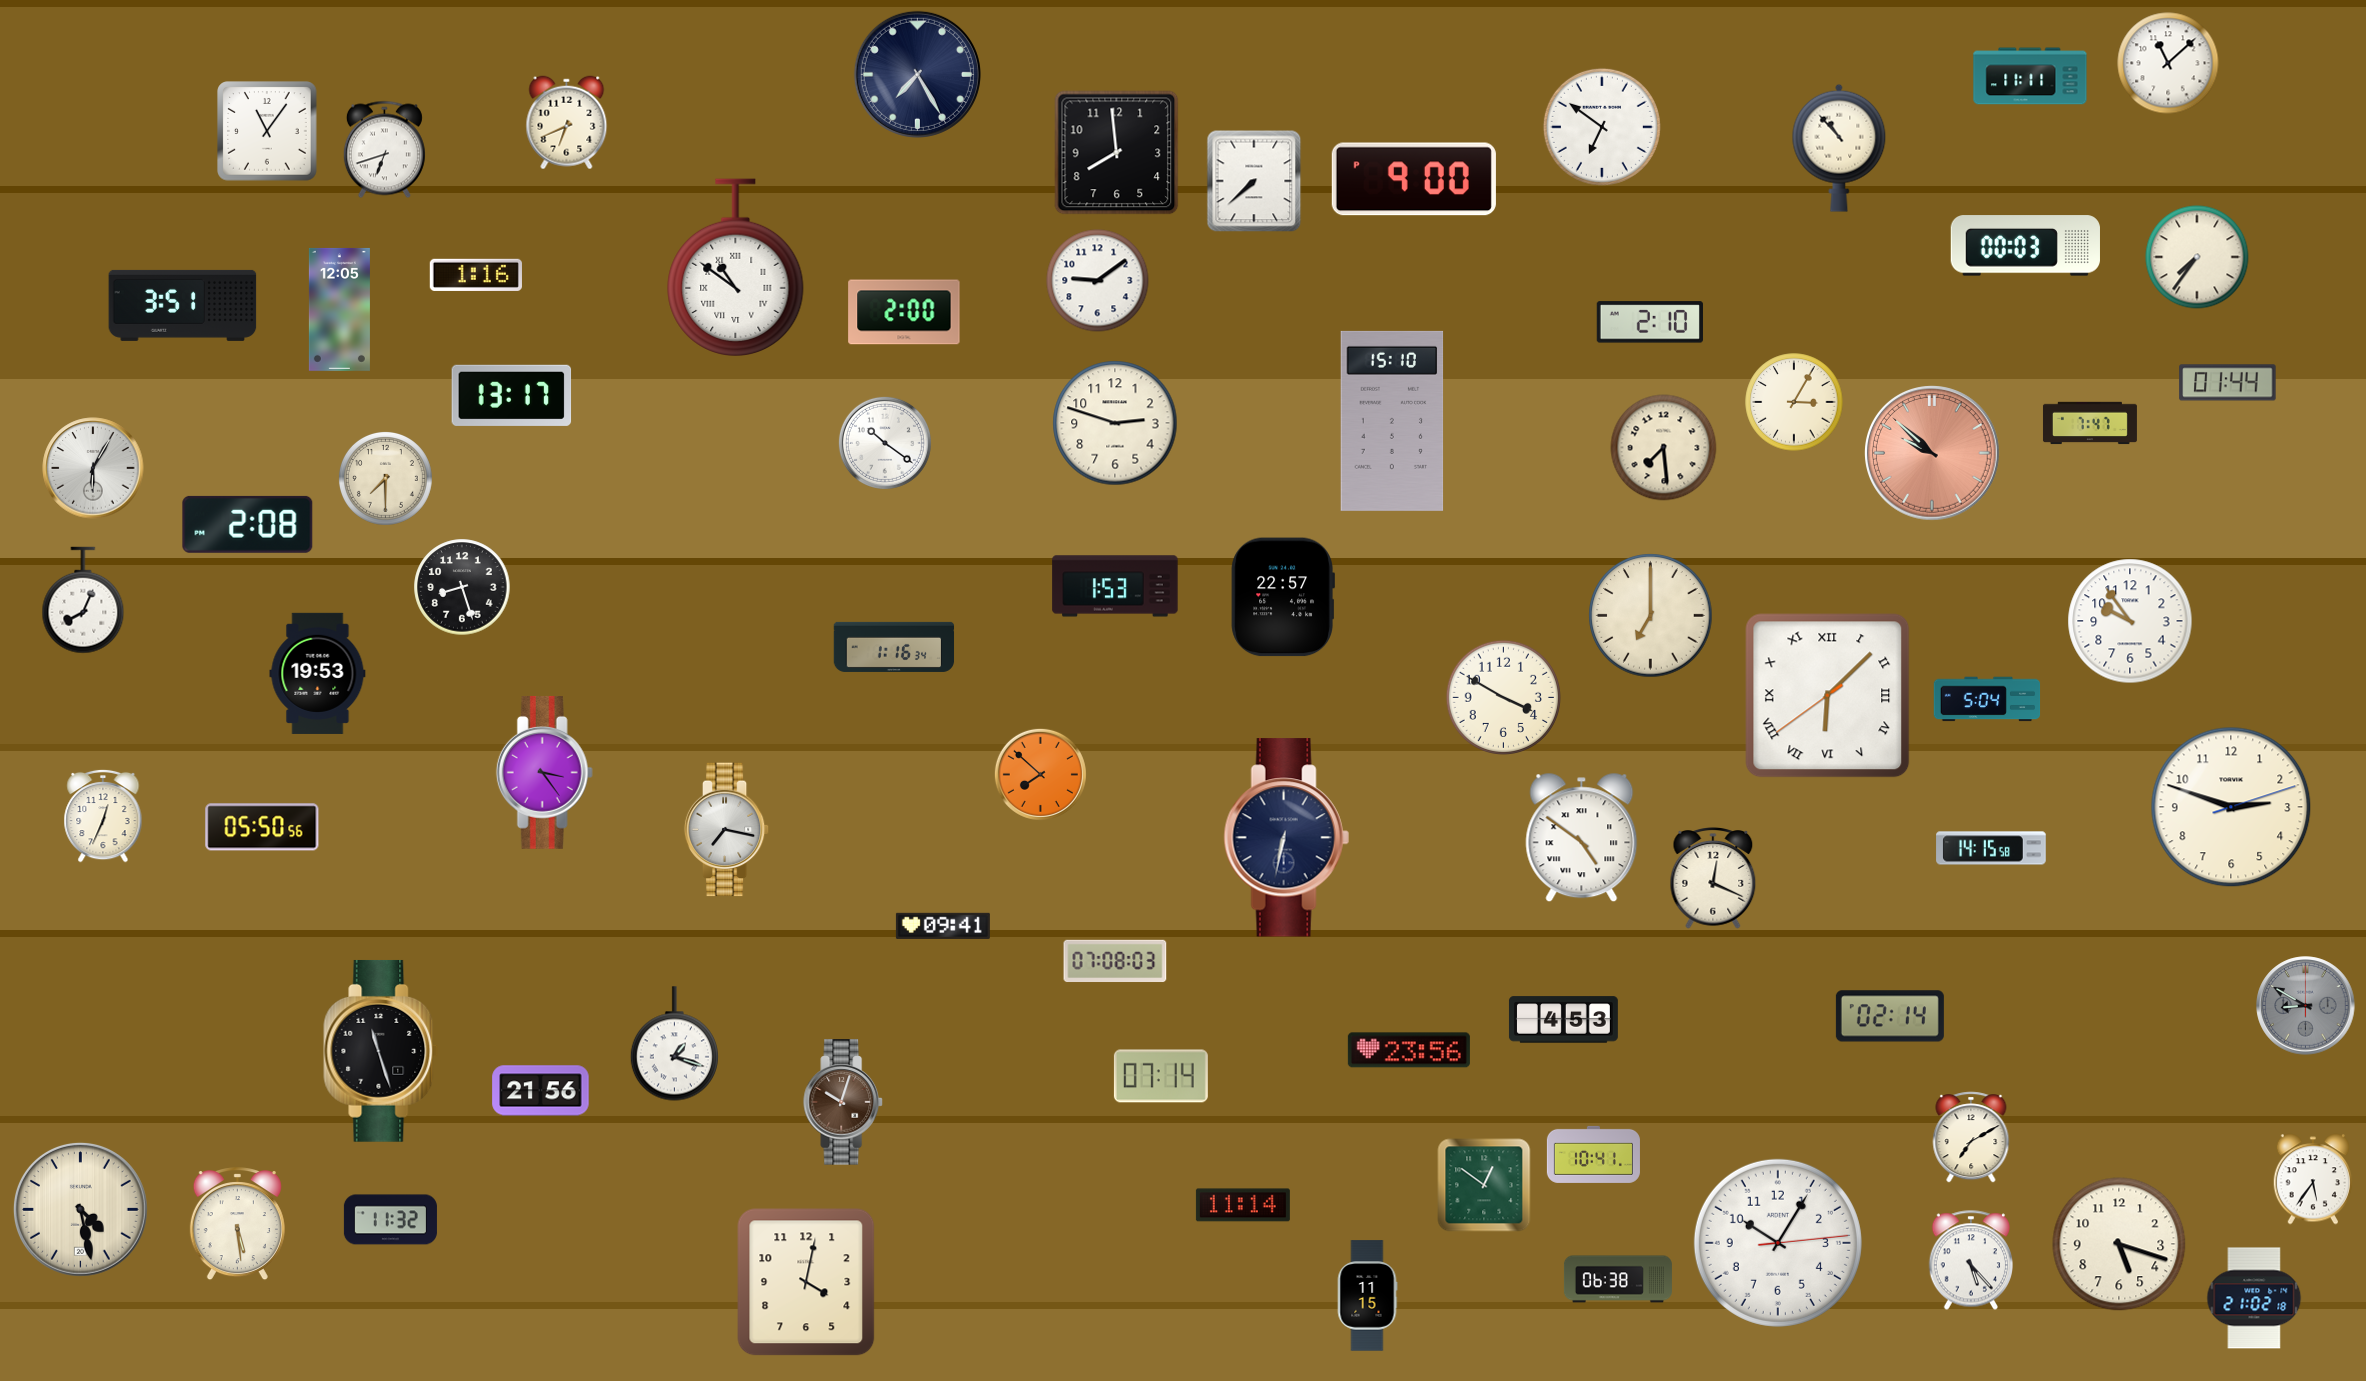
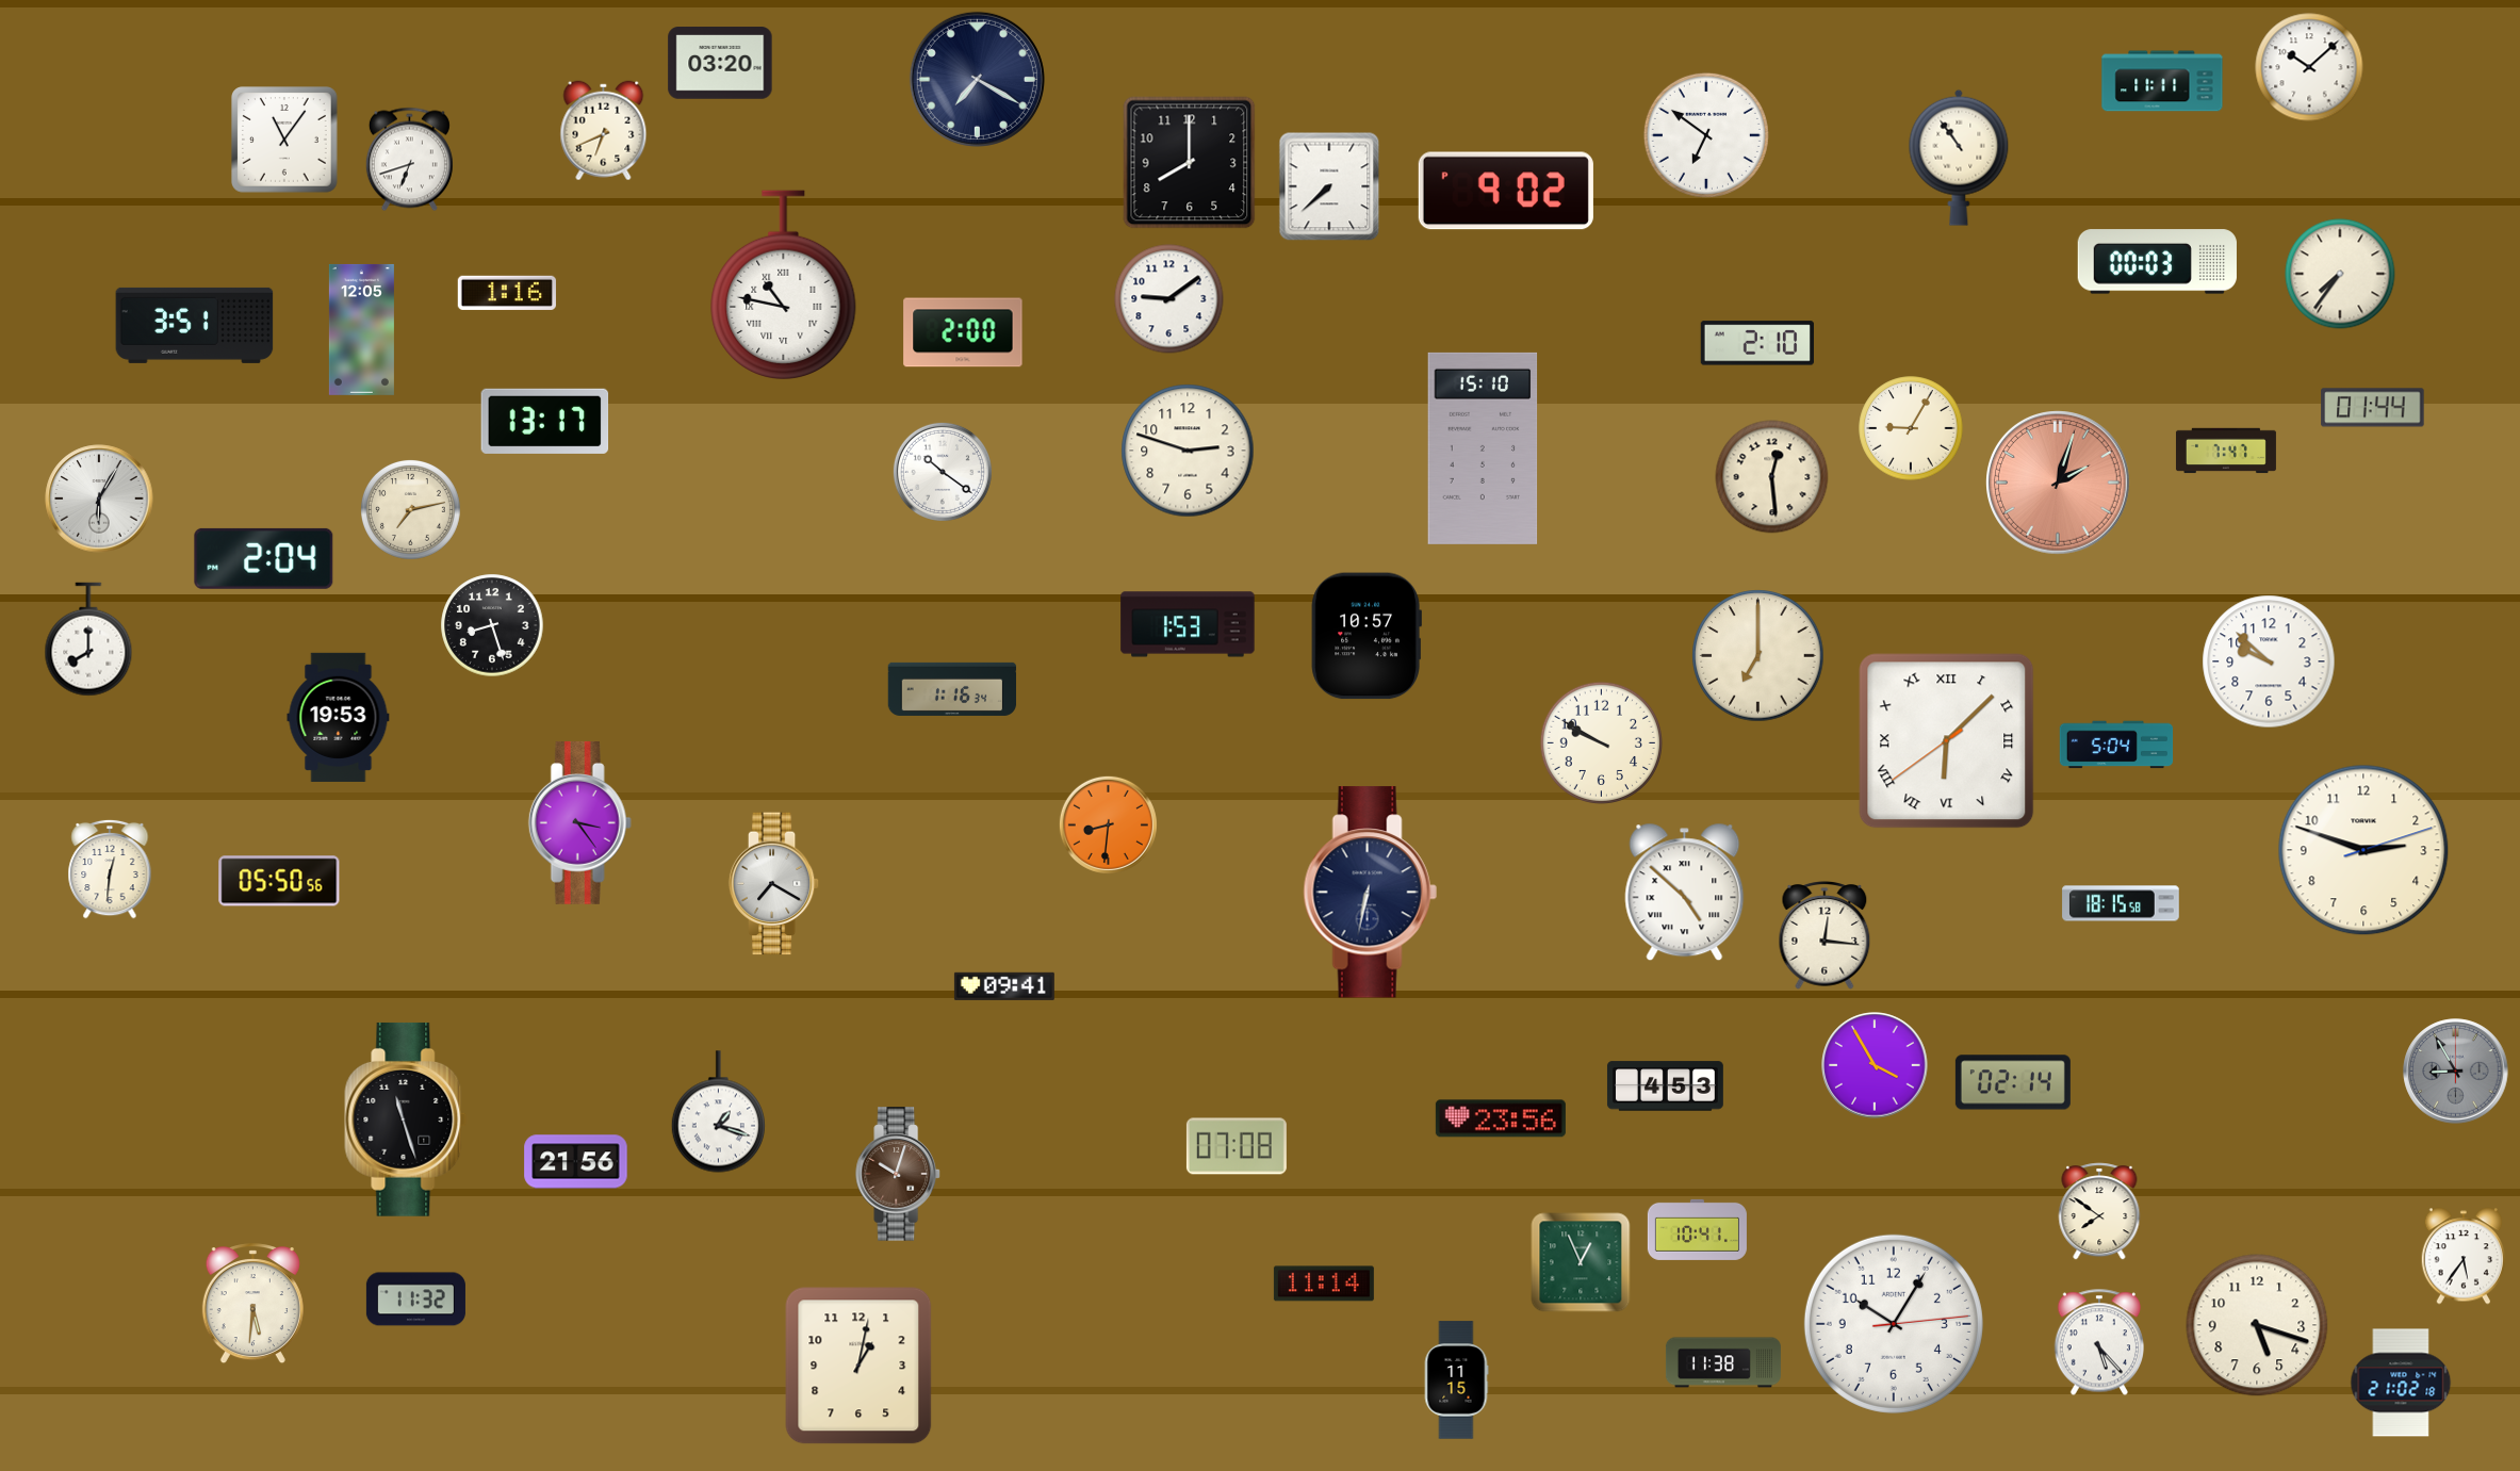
clock at (720, 63): none -> 03:20
clock at (2168, 63): 11:08 -> 10:08
clock at (917, 74): 7:25 -> 7:20
clock at (1839, 148): 10:53 -> 10:54
clock at (1117, 153): 7:59 -> 8:00
clock at (1414, 179): 9:00 -> 9:02
clock at (1254, 181) position: (1254, 181) -> (1329, 186)
clock at (736, 267): 10:51 -> 10:47
clock at (1794, 402): 3:05 -> 9:05
clock at (1664, 448): 7:29 -> 12:29
clock at (1933, 454): 9:52 -> 2:03
clock at (385, 478): 7:30 -> 7:13
clock at (248, 524): 2:08 -> 2:04
clock at (1283, 597): 22:57 -> 10:57
clock at (83, 600): 8:04 -> 8:00
clock at (2130, 621): 9:54 -> 9:52
clock at (1503, 697): 3:50 -> 9:50
clock at (1040, 774): 7:52 -> 8:31
clock at (2231, 807) position: (2231, 807) -> (2363, 850)
clock at (103, 816): 12:34 -> 12:31
clock at (727, 830): 7:17 -> 7:20
clock at (1582, 838): 4:51 -> 4:52
clock at (1991, 848): 14:15 -> 18:15
clock at (1713, 878): 12:19 -> 12:16
clock at (1115, 961): 07:08 -> none
clock at (1875, 1065): none -> 3:55
clock at (2306, 1006): 8:50 -> 8:55
clock at (1161, 1076): 07:14 -> 07:08
clock at (1971, 1137): 7:10 -> 7:51
clock at (1484, 1185): 12:51 -> 12:56
clock at (80, 1209): 4:28 -> none
clock at (237, 1224): 5:29 -> 5:31
clock at (1618, 1279): 06:38 -> 11:38
clock at (806, 1282): 4:02 -> 1:02
